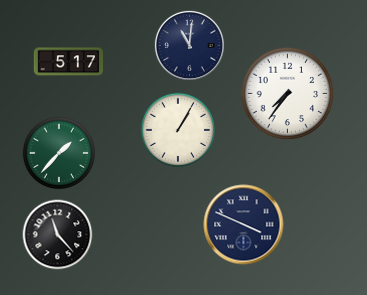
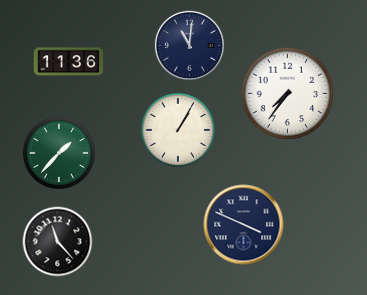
clock at (69, 62): 5:17 -> 11:36
clock at (58, 235) position: (58, 235) -> (58, 242)
